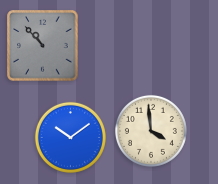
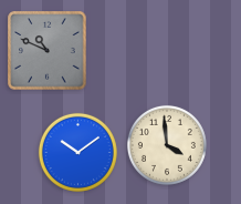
clock at (43, 46): 10:53 -> 10:49
